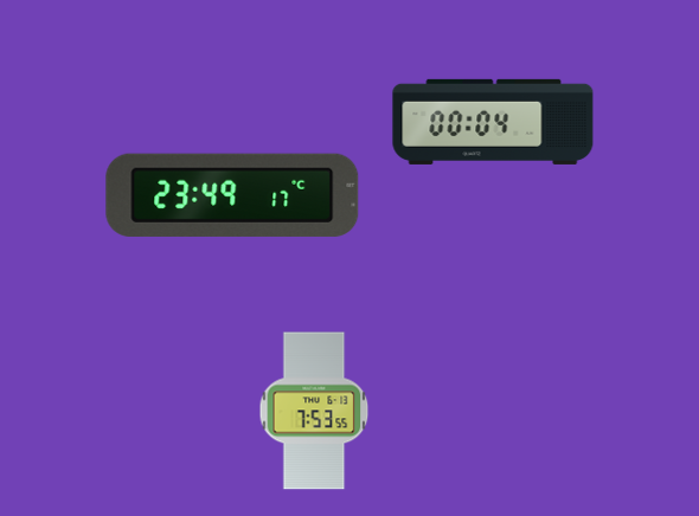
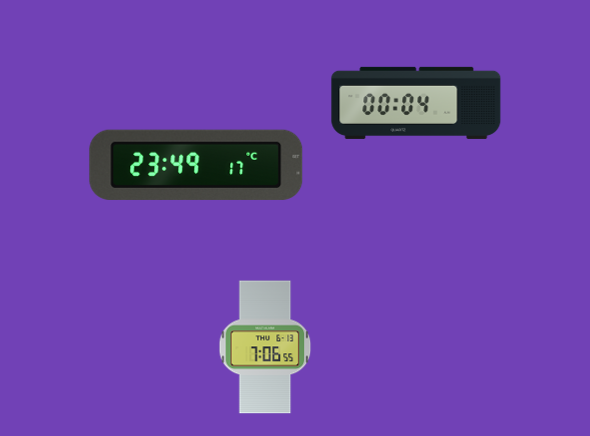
clock at (314, 411): 7:53 -> 7:06
